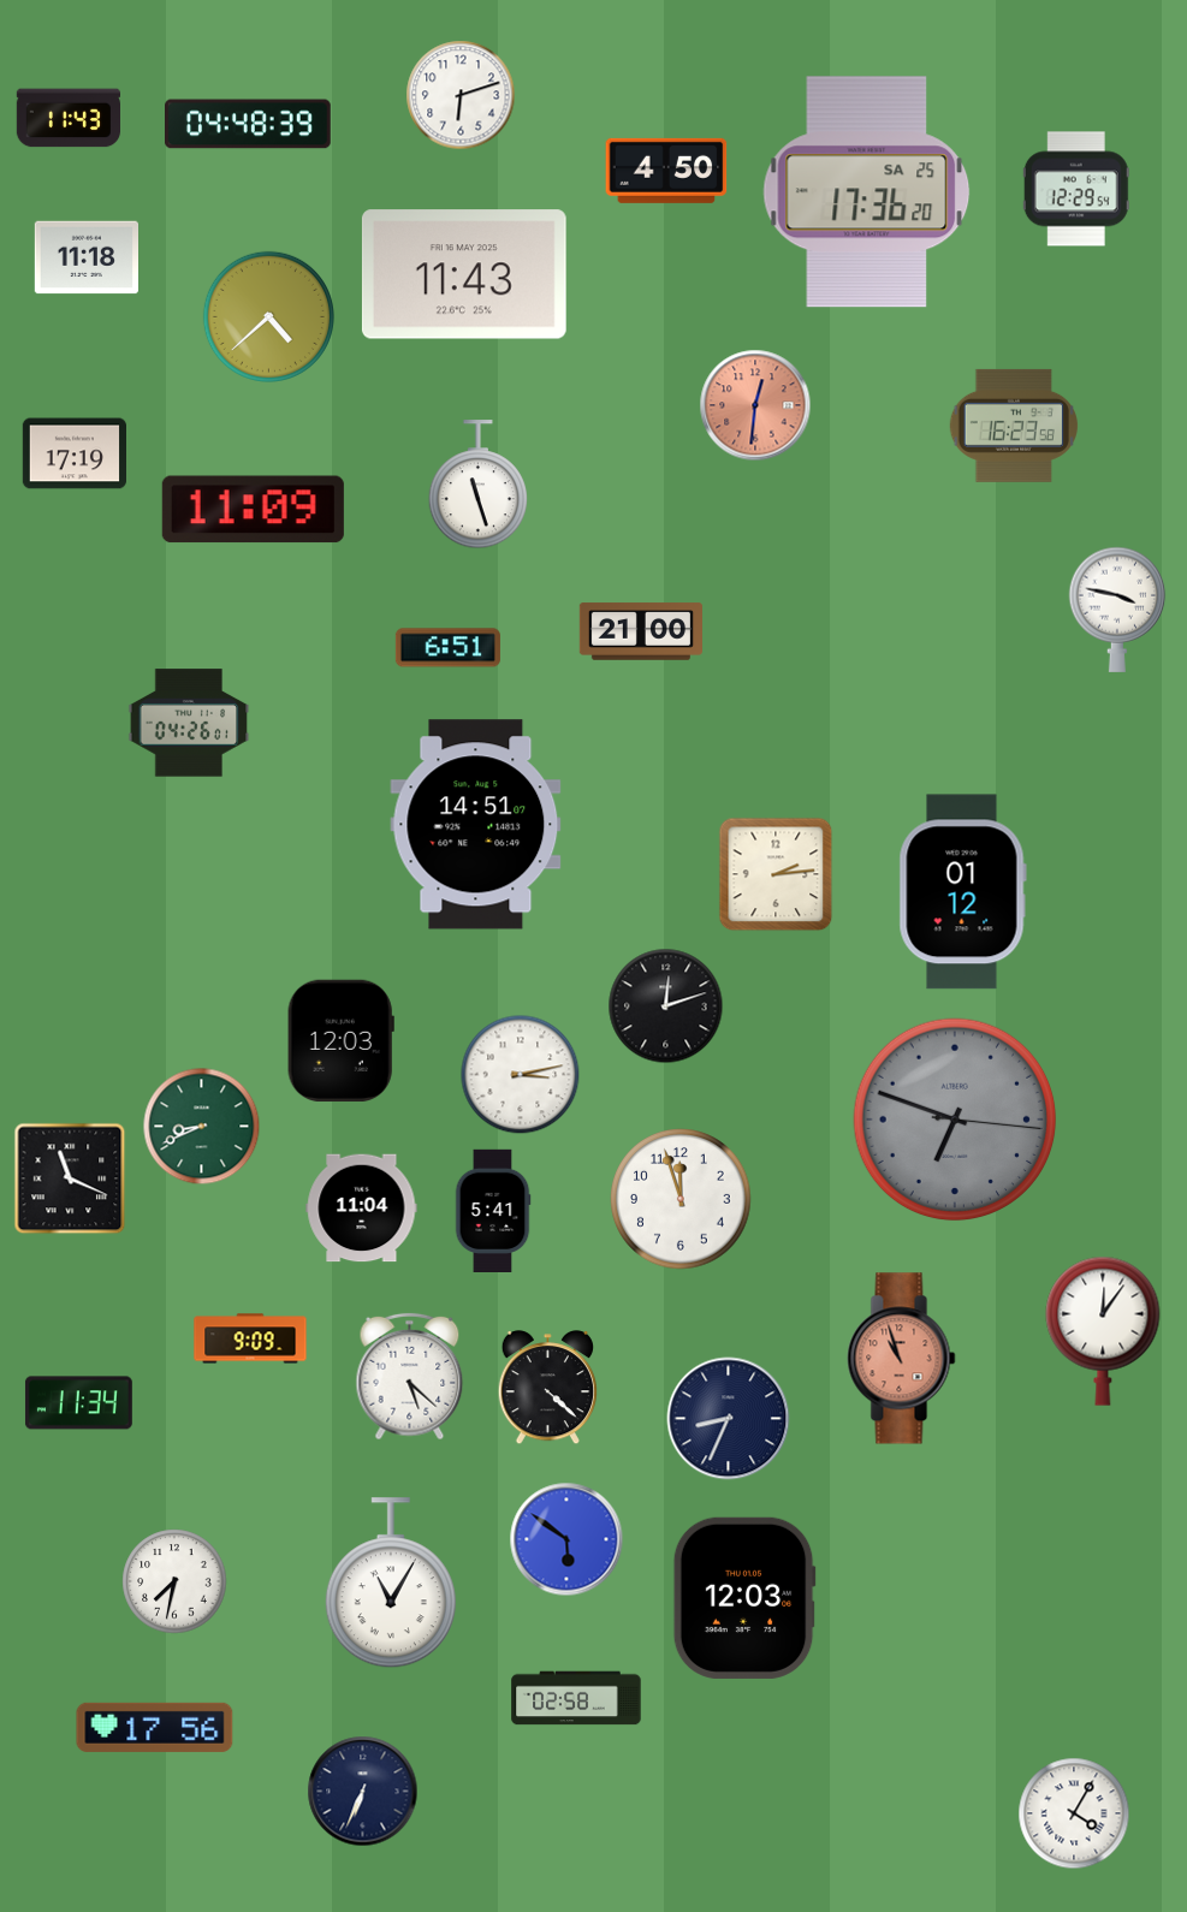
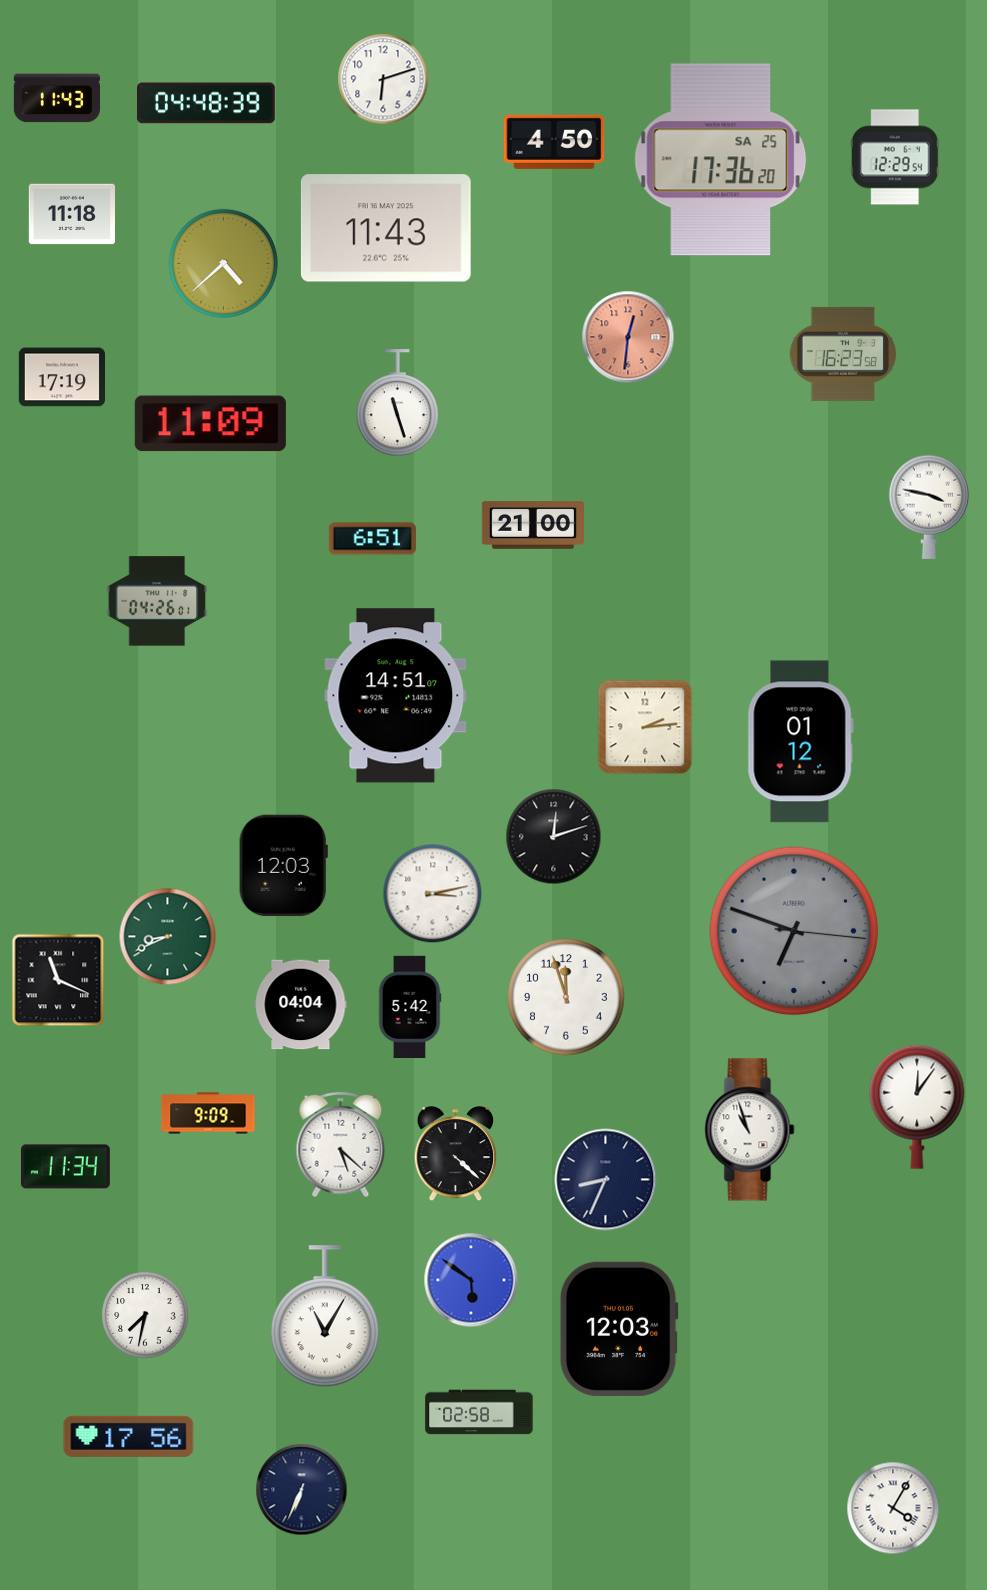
clock at (476, 825) position: (476, 825) -> (396, 696)
clock at (362, 1209): 11:04 -> 04:04
clock at (493, 1210): 5:41 -> 5:42
clock at (902, 1359) dial: salmon -> white
